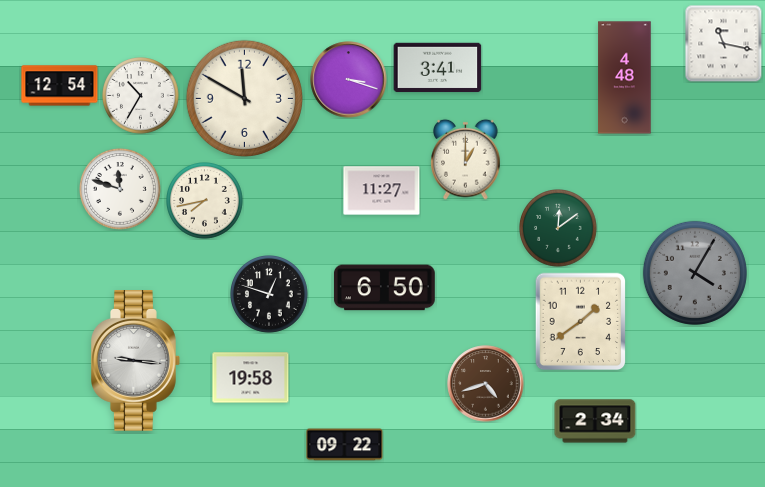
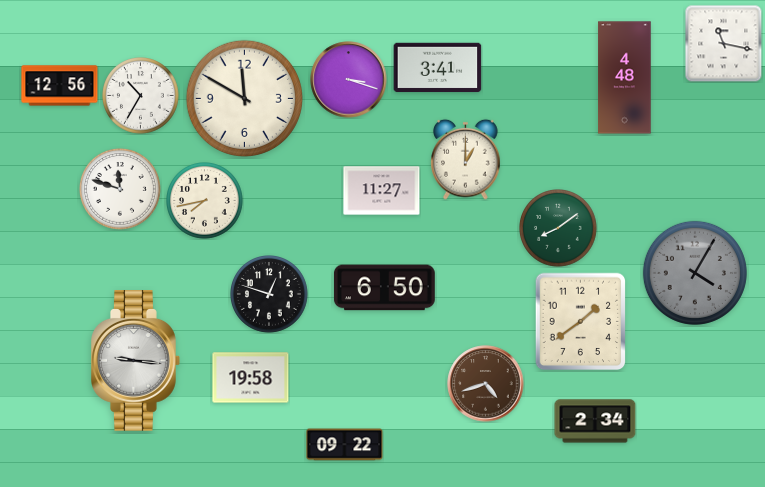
clock at (60, 86): 12:54 -> 12:56
clock at (559, 229): 12:09 -> 8:09
